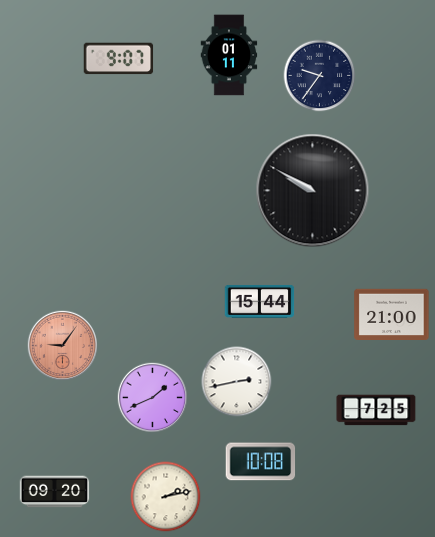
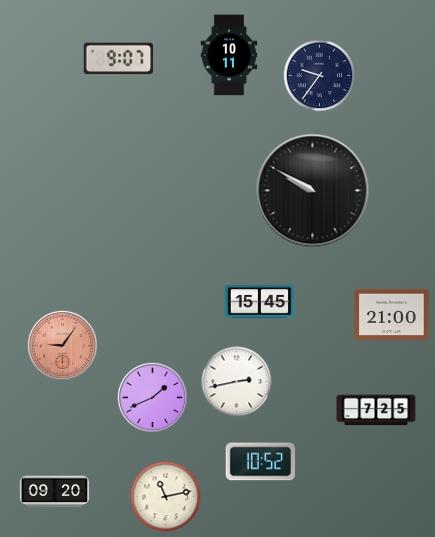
clock at (229, 55): 01:11 -> 10:11
clock at (260, 301): 15:44 -> 15:45
clock at (261, 462): 10:08 -> 10:52
clock at (166, 497): 2:13 -> 11:13
